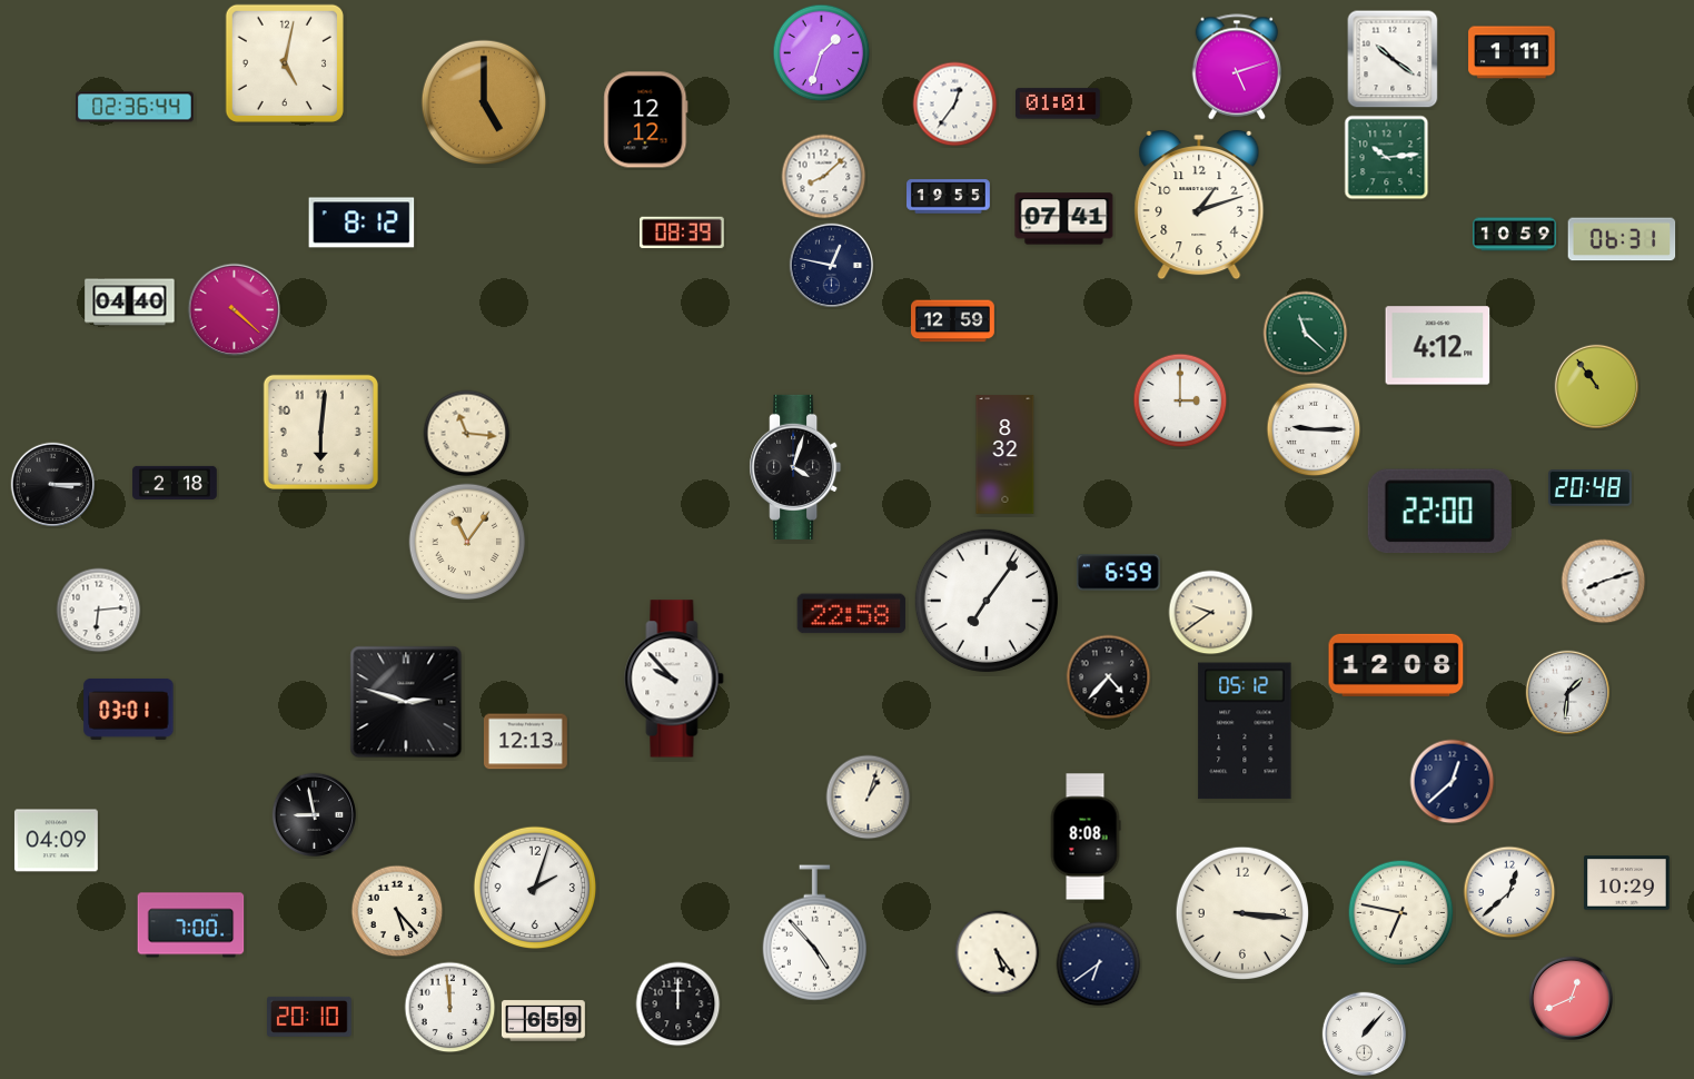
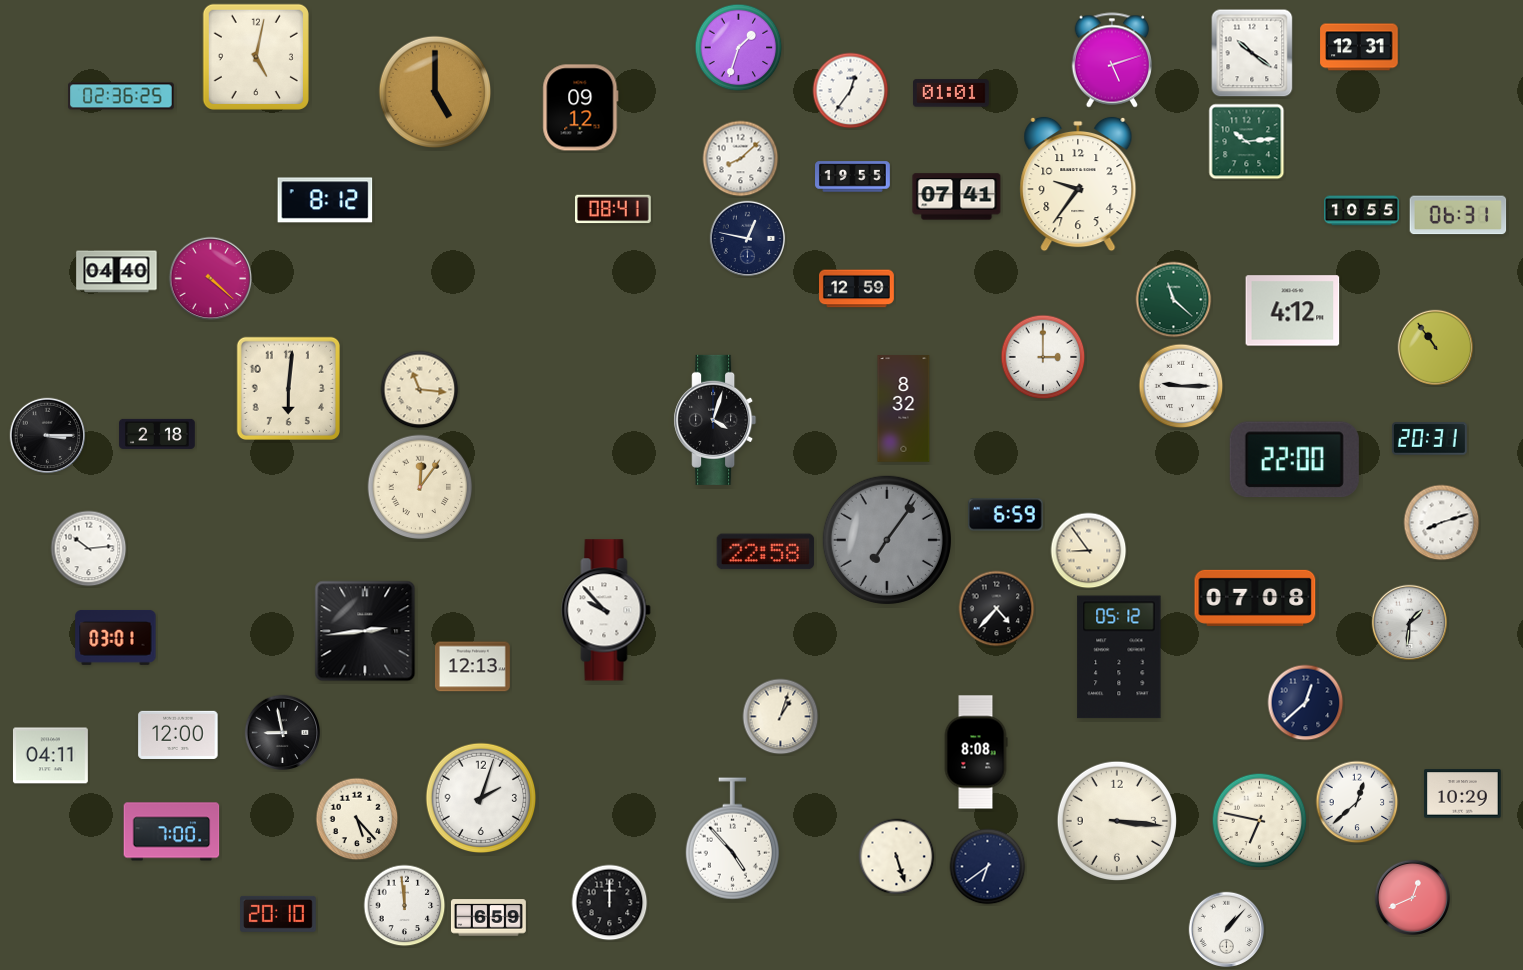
clock at (1512, 52): 1:11 -> 12:31
clock at (955, 105) position: (955, 105) -> (851, 91)
clock at (135, 107): 02:36:44 -> 02:36:25
clock at (646, 120): 12:12 -> 09:12
clock at (1199, 205): 1:12 -> 9:36
clock at (683, 232): 08:39 -> 08:41
clock at (1515, 235): 10:59 -> 10:55
clock at (1180, 400) position: (1180, 400) -> (1043, 357)
clock at (1589, 488): 20:48 -> 20:31
clock at (467, 542): 11:06 -> 12:06
clock at (987, 601) dial: white -> grey
clock at (99, 611): 6:14 -> 10:14
clock at (1211, 613): 9:39 -> 8:54
clock at (1396, 665): 12:08 -> 07:08
clock at (406, 702): 2:48 -> 2:44
clock at (178, 735): none -> 12:00
clock at (56, 841): 04:09 -> 04:11
clock at (998, 953): 5:24 -> 5:27
